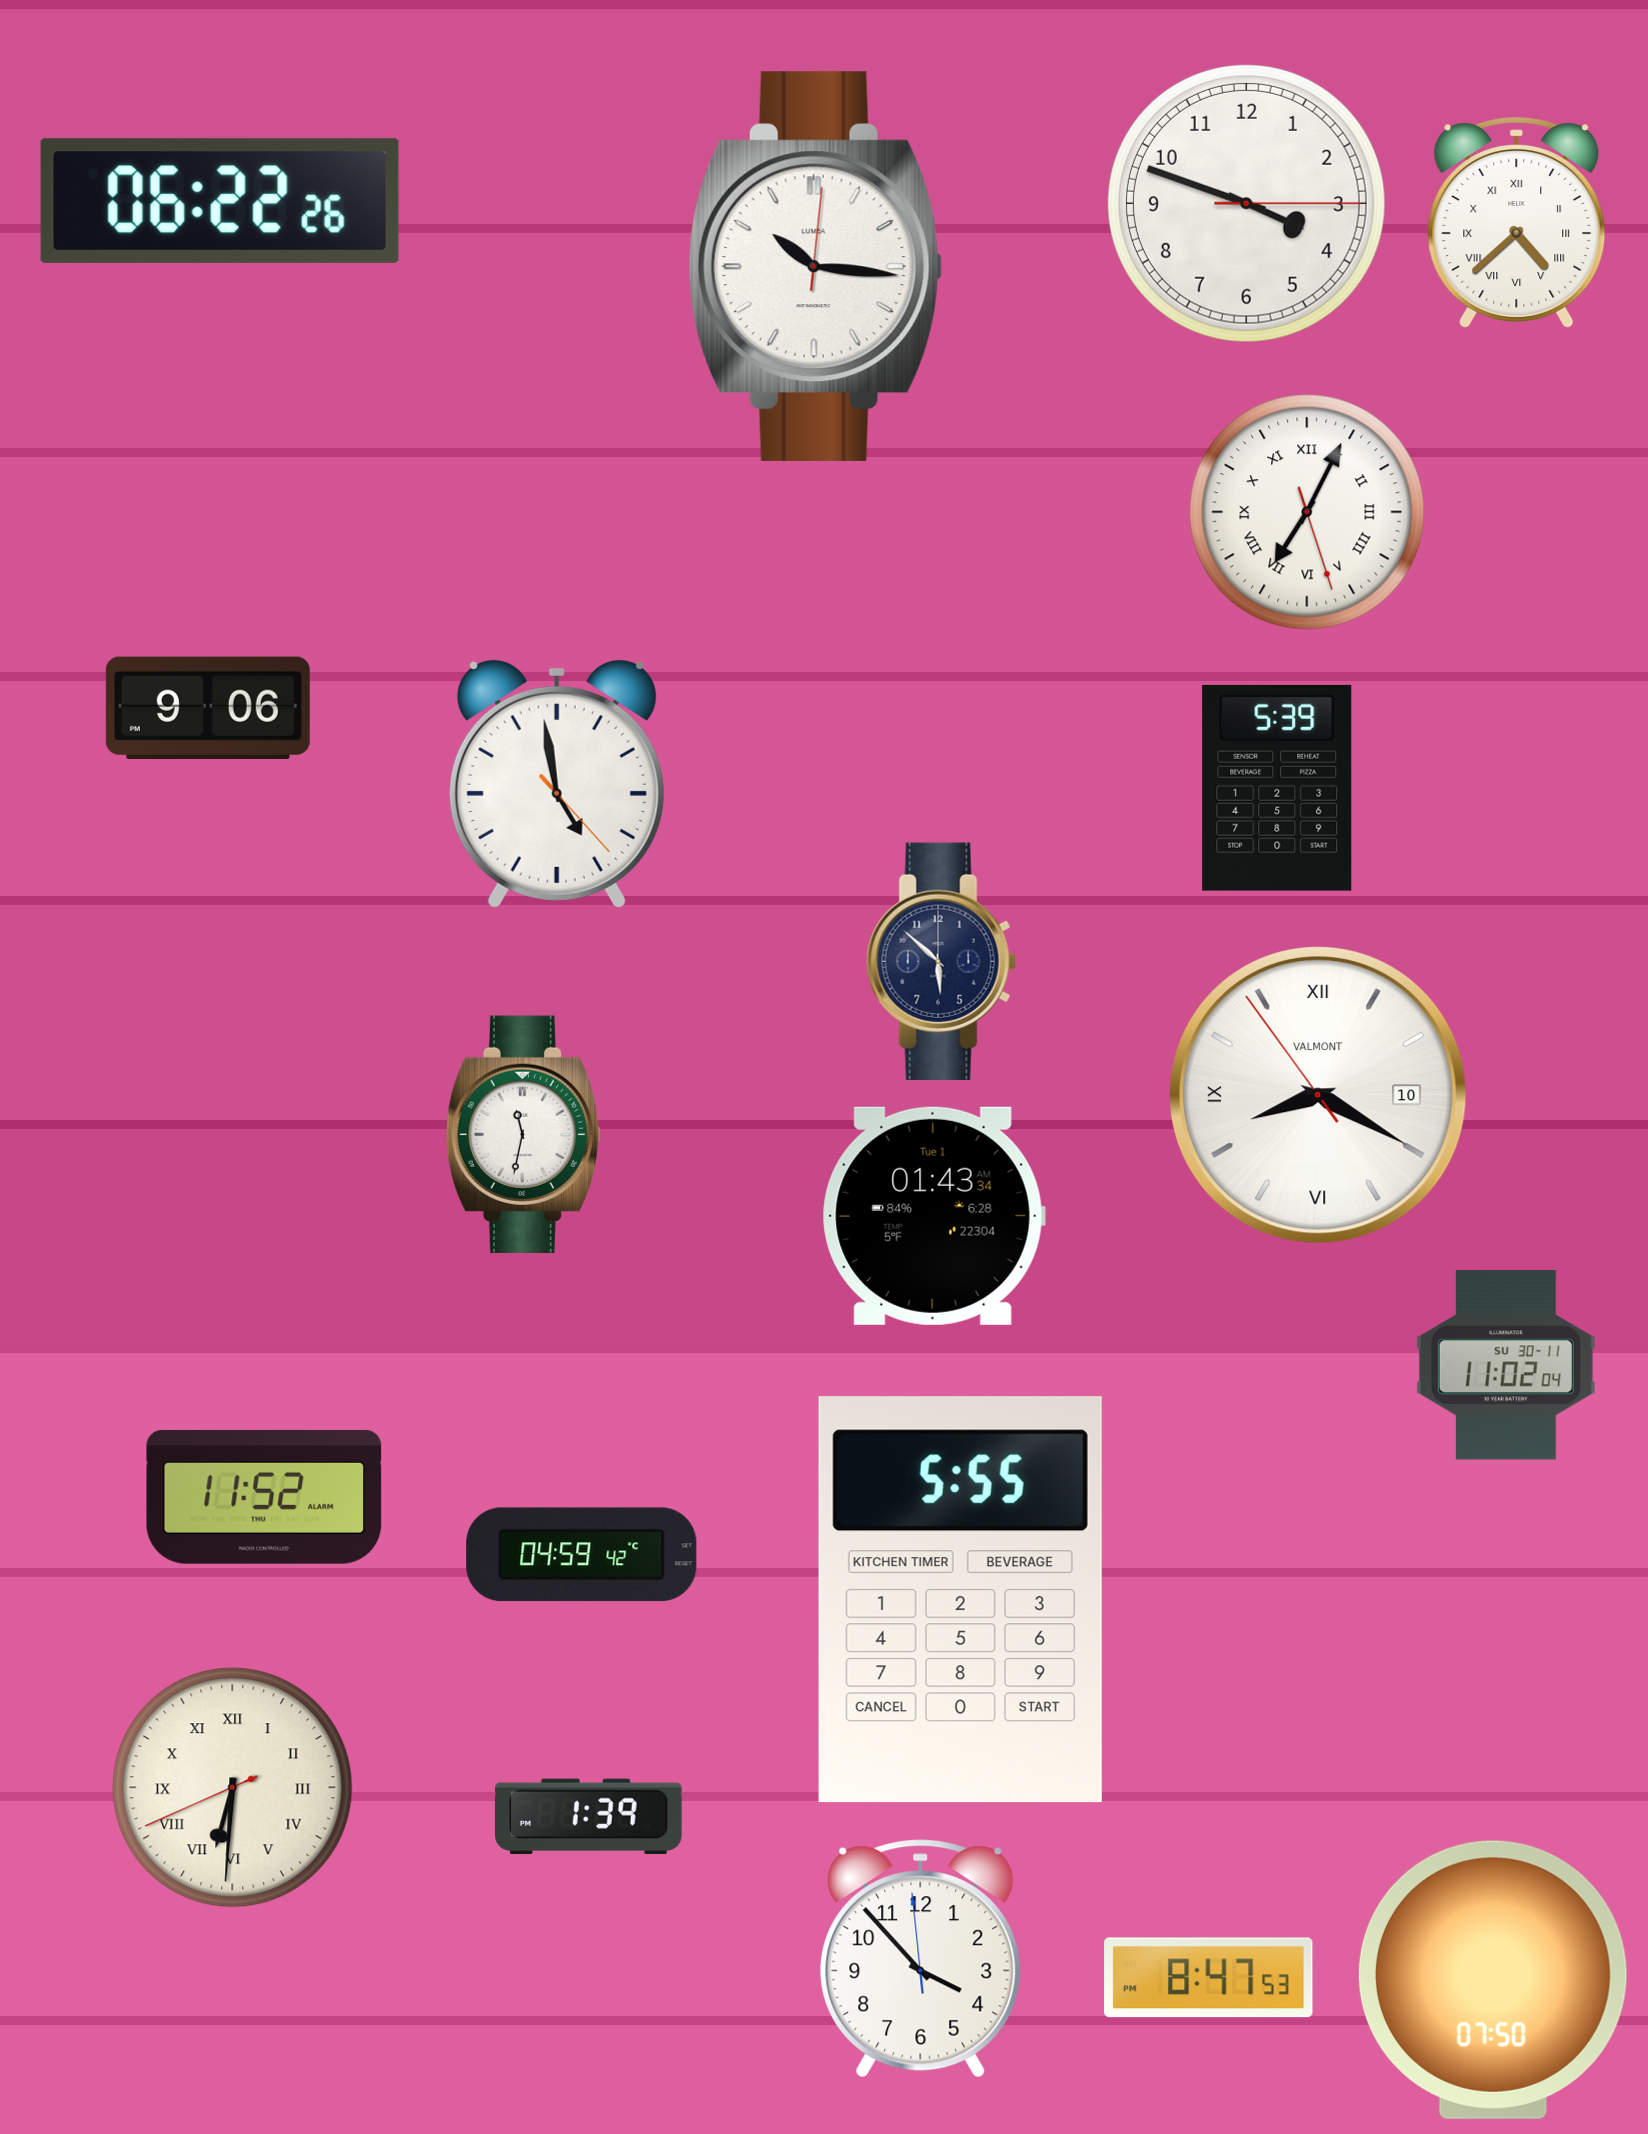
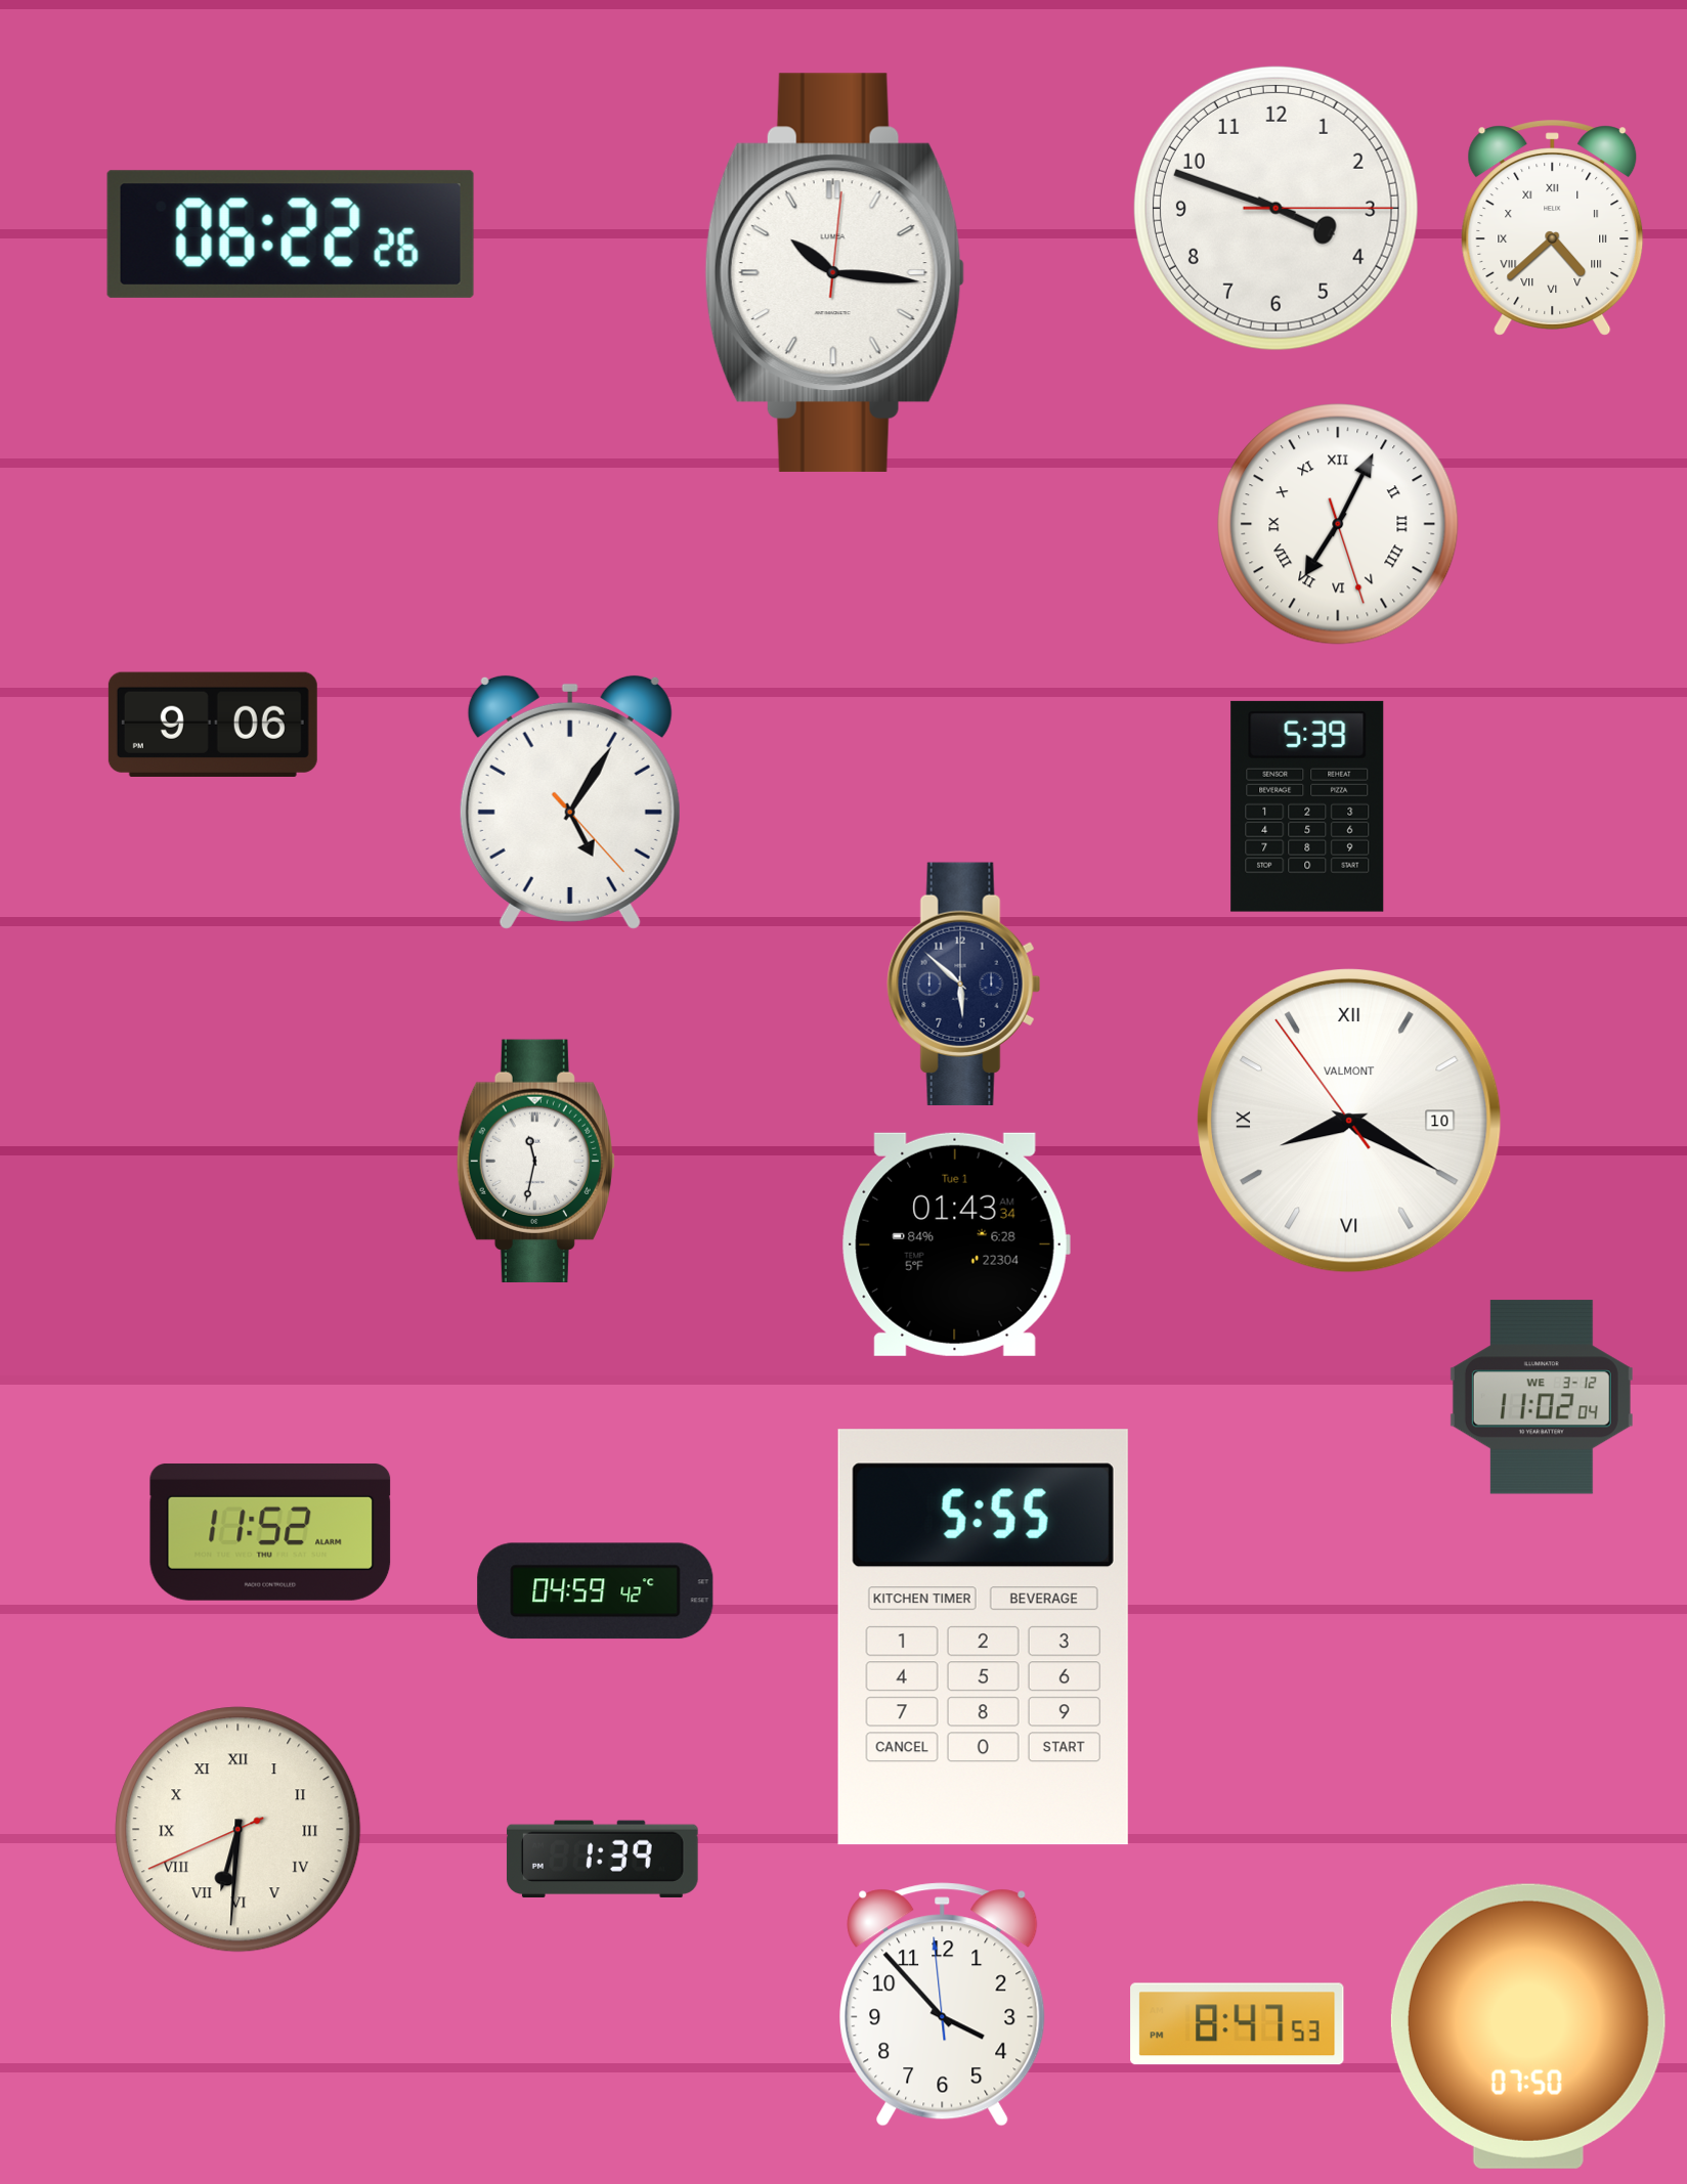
clock at (220, 201) position: (220, 201) -> (291, 234)
clock at (557, 784): 4:58 -> 5:05
clock at (1506, 1365) date: SU 30-11 -> WE 3-12
